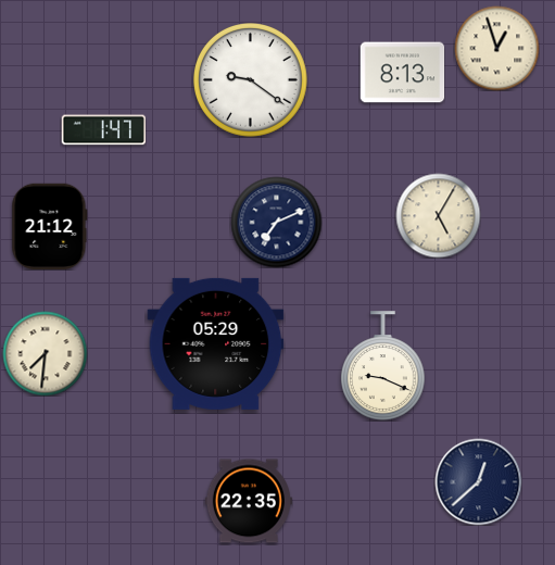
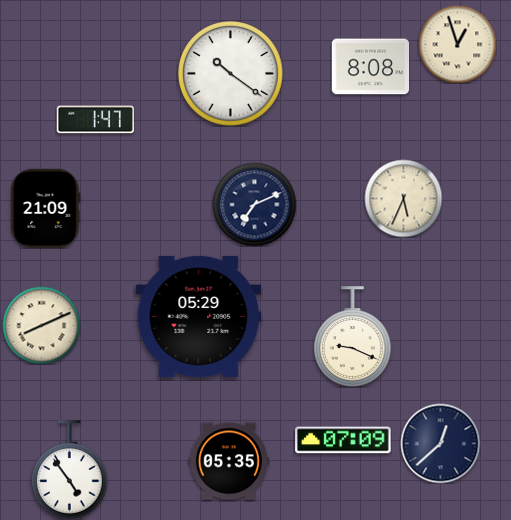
clock at (402, 73): 8:13 -> 8:08
clock at (251, 80): 9:21 -> 10:21
clock at (438, 215): 5:05 -> 5:34
clock at (50, 226): 21:12 -> 21:09
clock at (45, 353): 7:31 -> 8:11
clock at (343, 440): none -> 07:09
clock at (249, 501): 22:35 -> 05:35
clock at (70, 470): none -> 4:54
